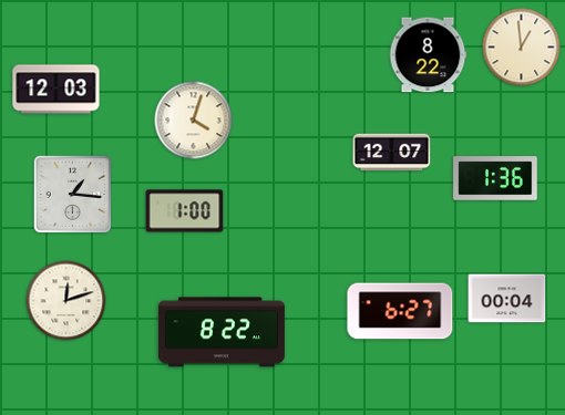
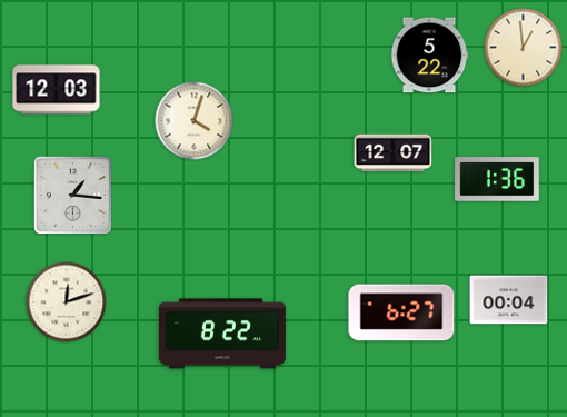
clock at (428, 55): 8:22 -> 5:22
clock at (185, 211): 1:00 -> none
